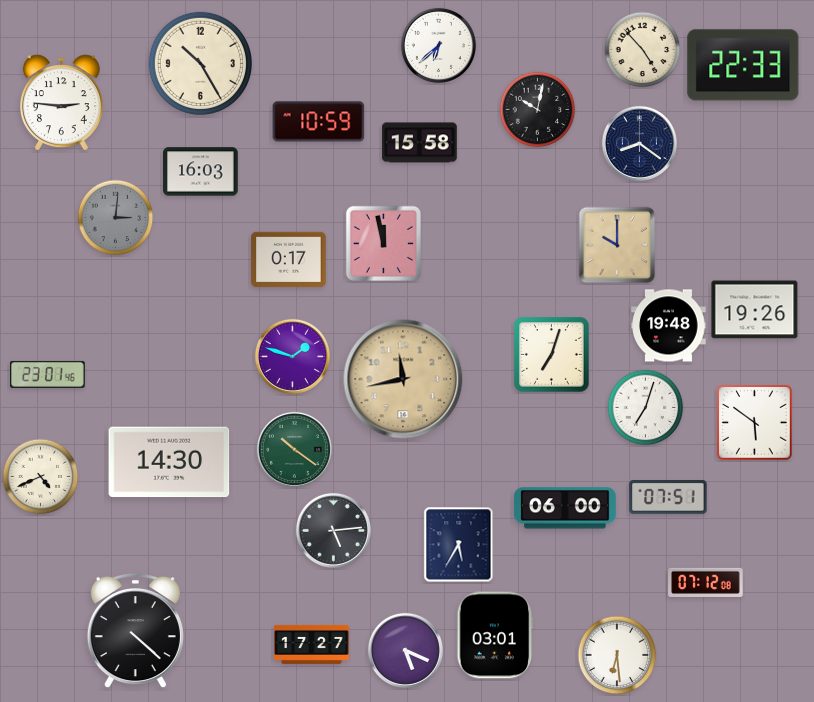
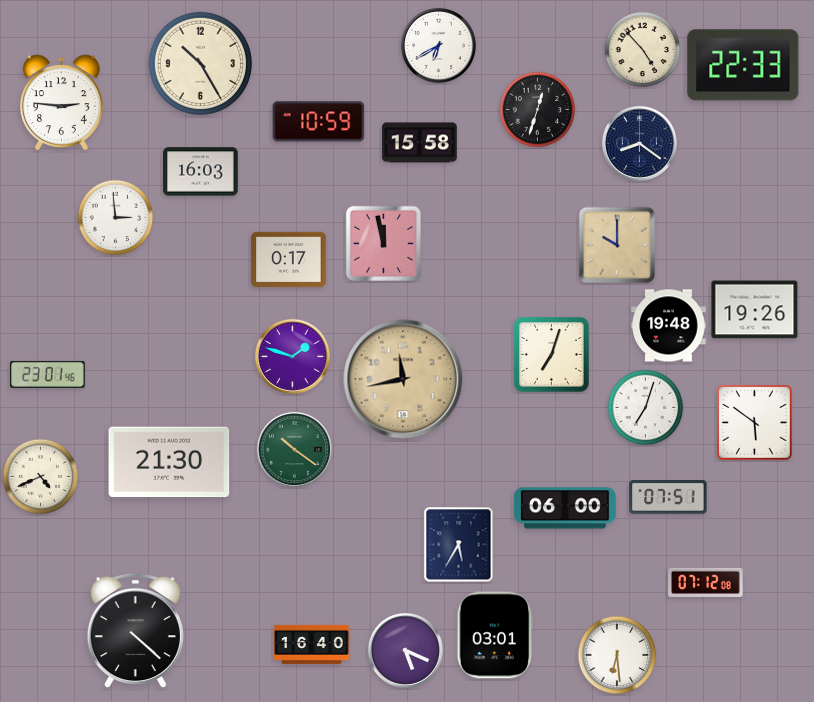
clock at (438, 45): 6:38 -> 6:40
clock at (538, 110): 10:02 -> 12:33
clock at (116, 218): 3:01 -> 2:59
clock at (116, 218) dial: grey -> white
clock at (169, 462): 14:30 -> 21:30
clock at (333, 530): 5:14 -> none
clock at (312, 644): 17:27 -> 16:40
